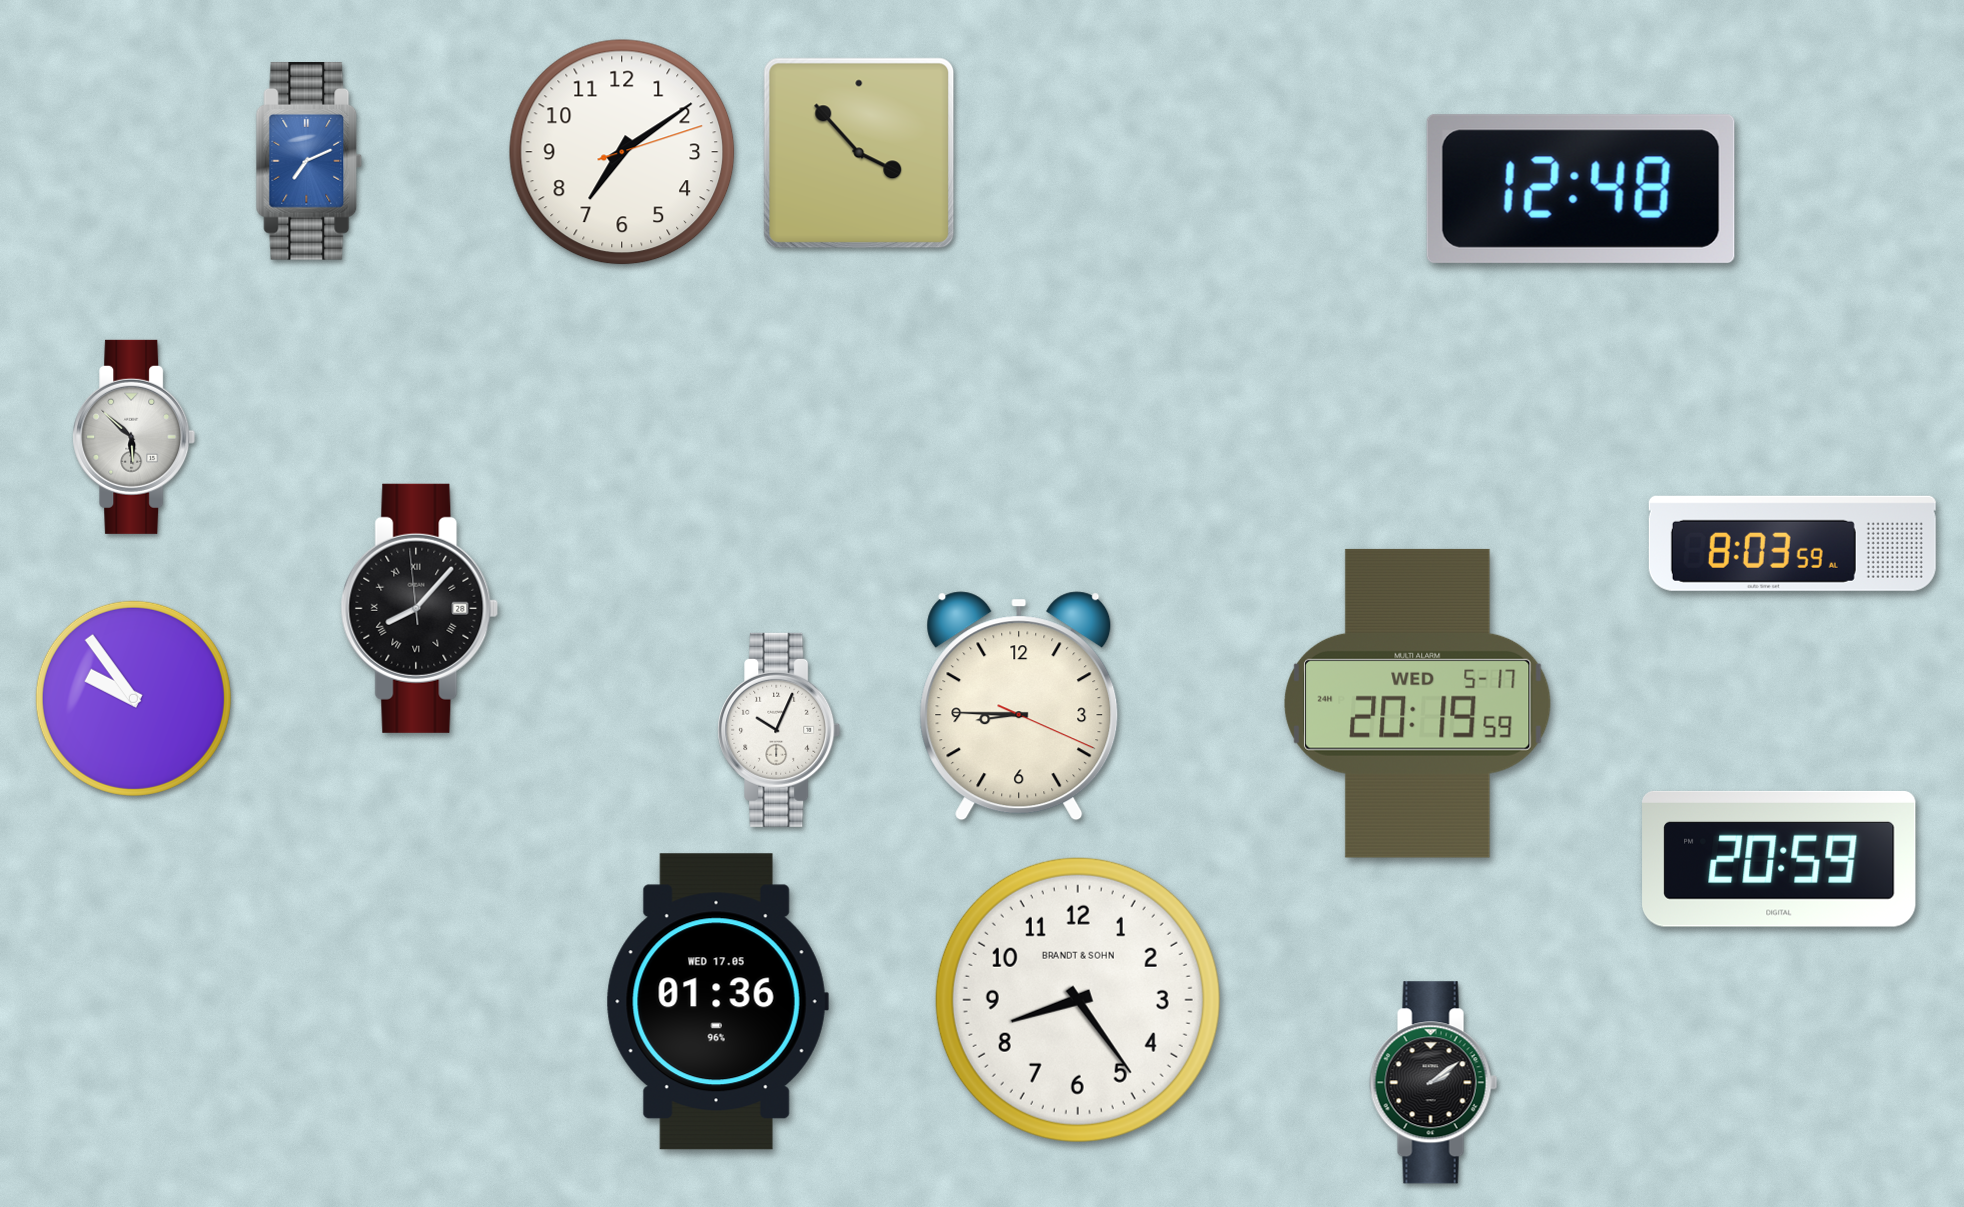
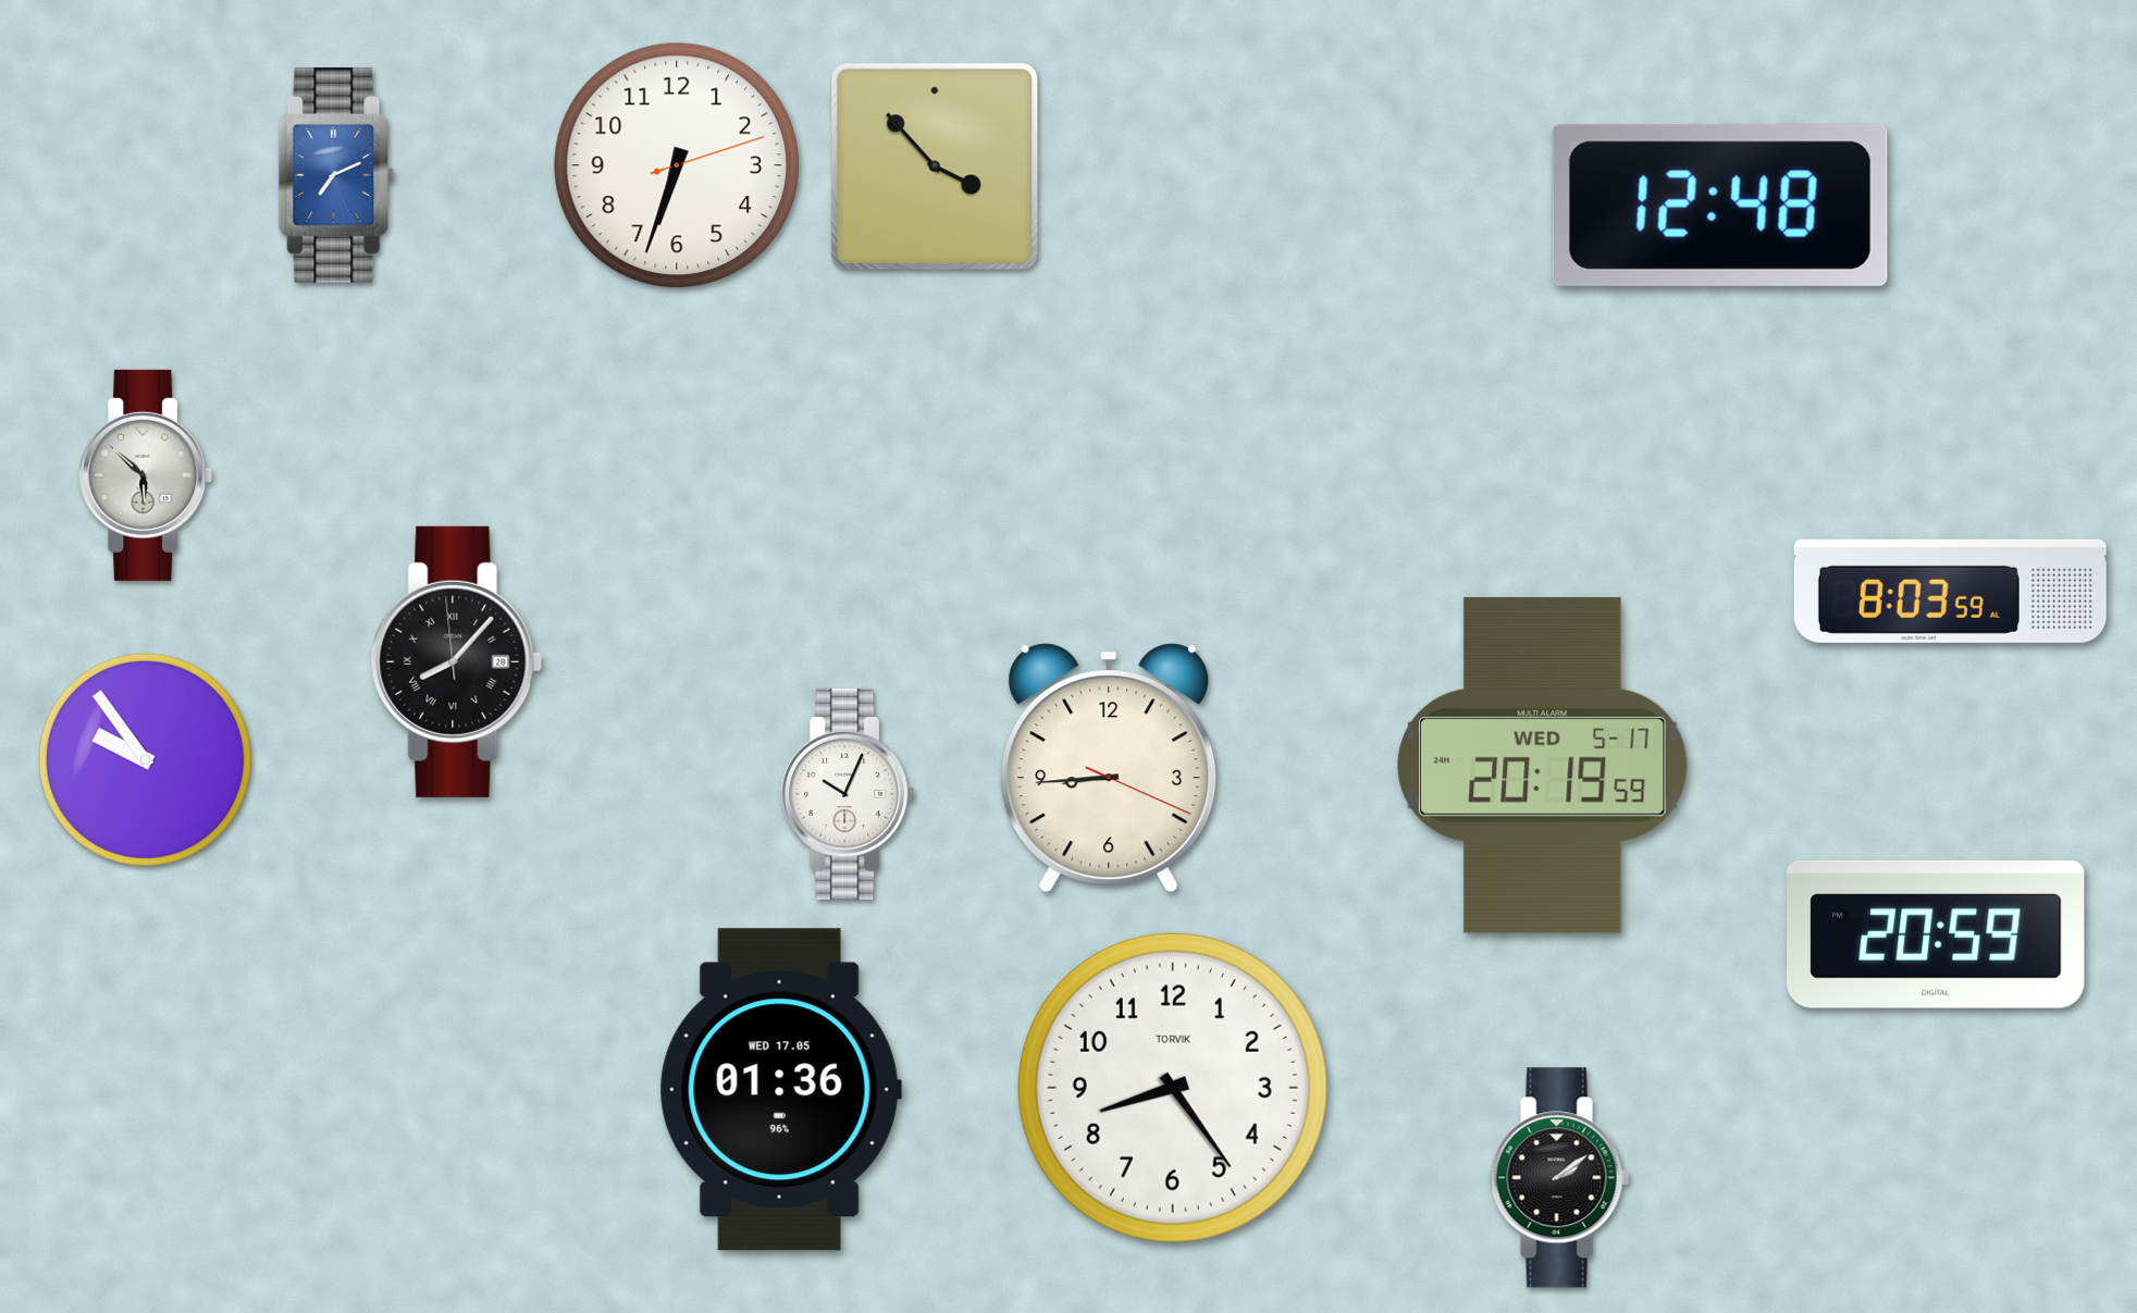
clock at (622, 152): 7:09 -> 6:33
clock at (1019, 706): 8:45 -> 8:44
clock at (1078, 1000) brand: BRANDT & SOHN -> TORVIK
